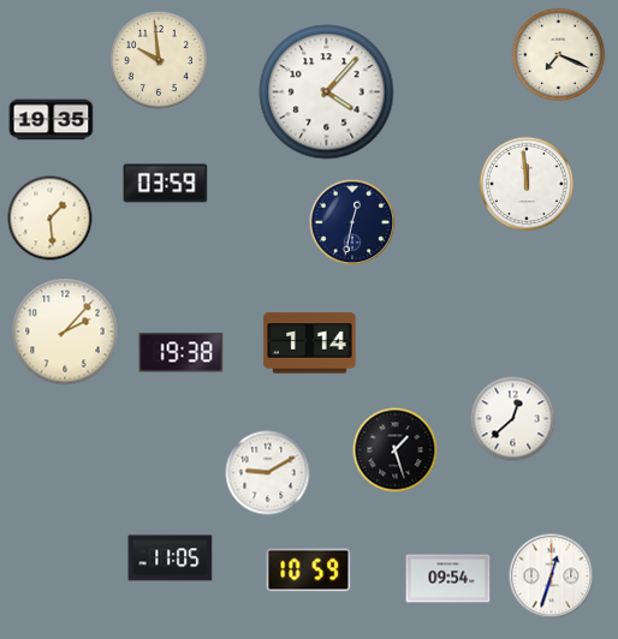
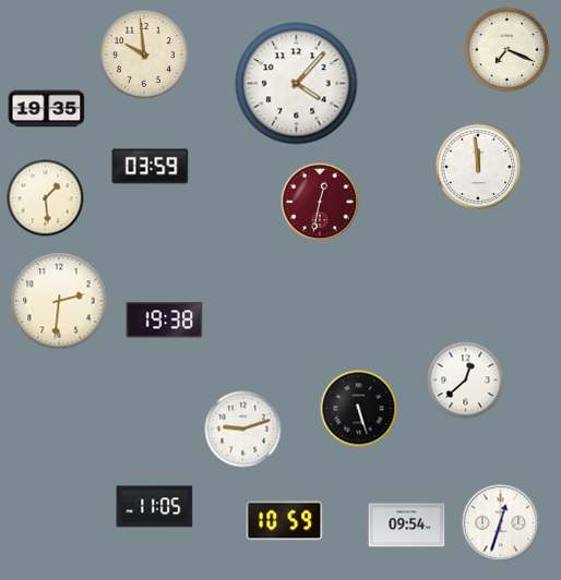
clock at (352, 222) dial: navy -> burgundy
clock at (65, 332): 2:07 -> 2:31
clock at (310, 344): 1:14 -> none
clock at (396, 450): 1:27 -> 5:27
clock at (268, 473): 9:10 -> 9:12
clock at (309, 571) position: (309, 571) -> (285, 521)
